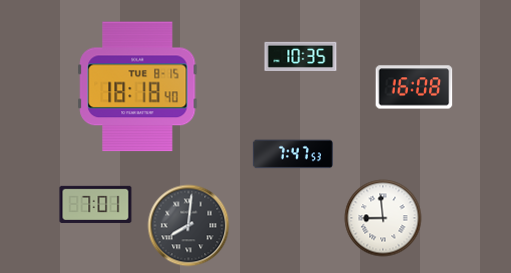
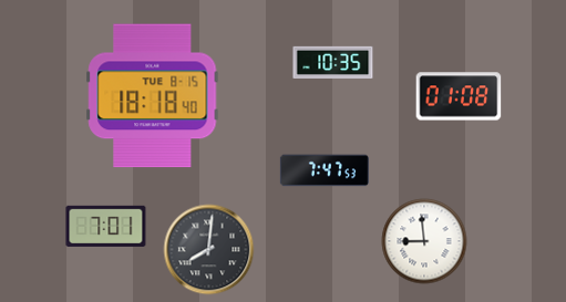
clock at (414, 87): 16:08 -> 01:08
